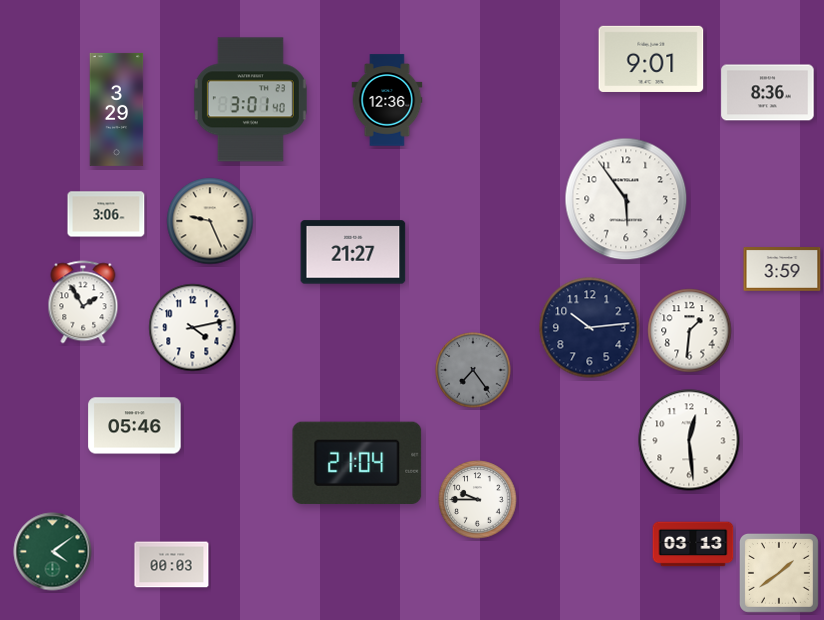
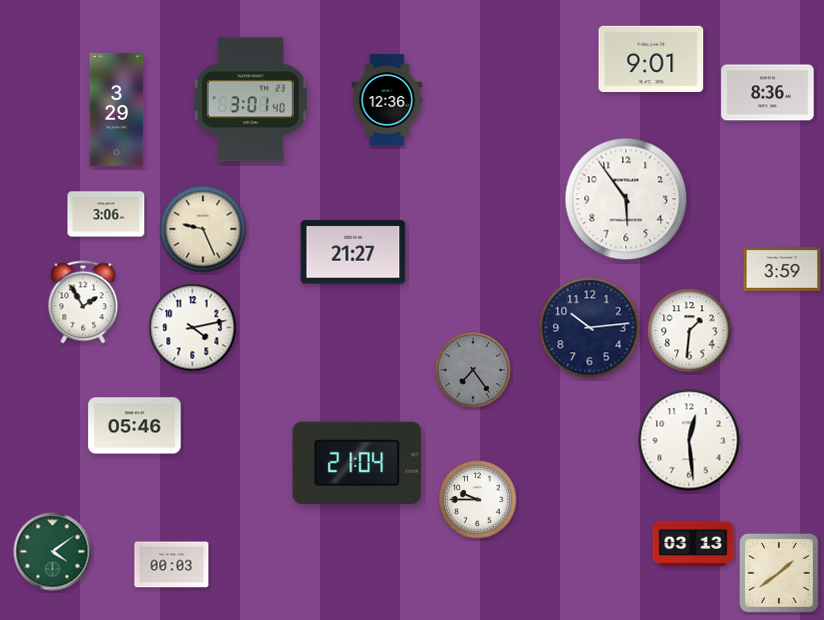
clock at (210, 221) position: (210, 221) -> (203, 229)
